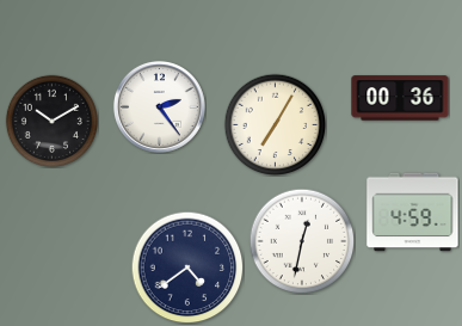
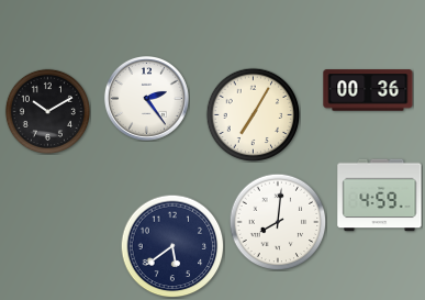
clock at (302, 241): 12:32 -> 8:01
clock at (187, 267): 4:39 -> 5:39
